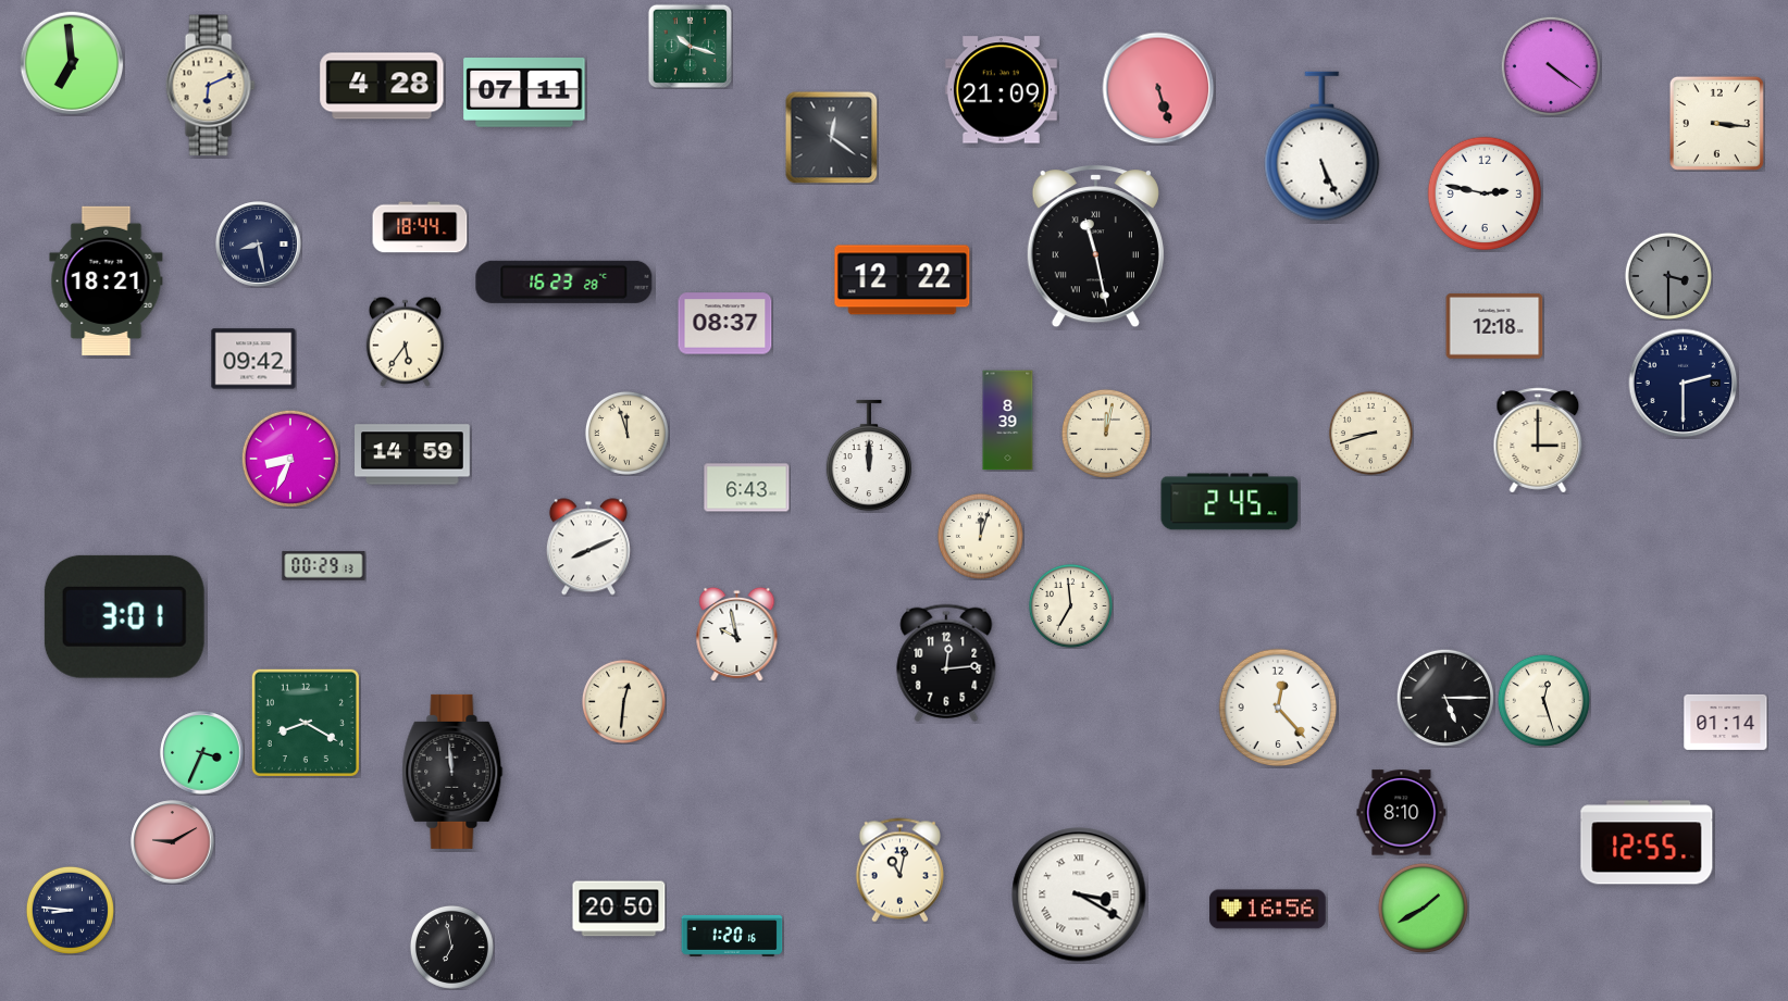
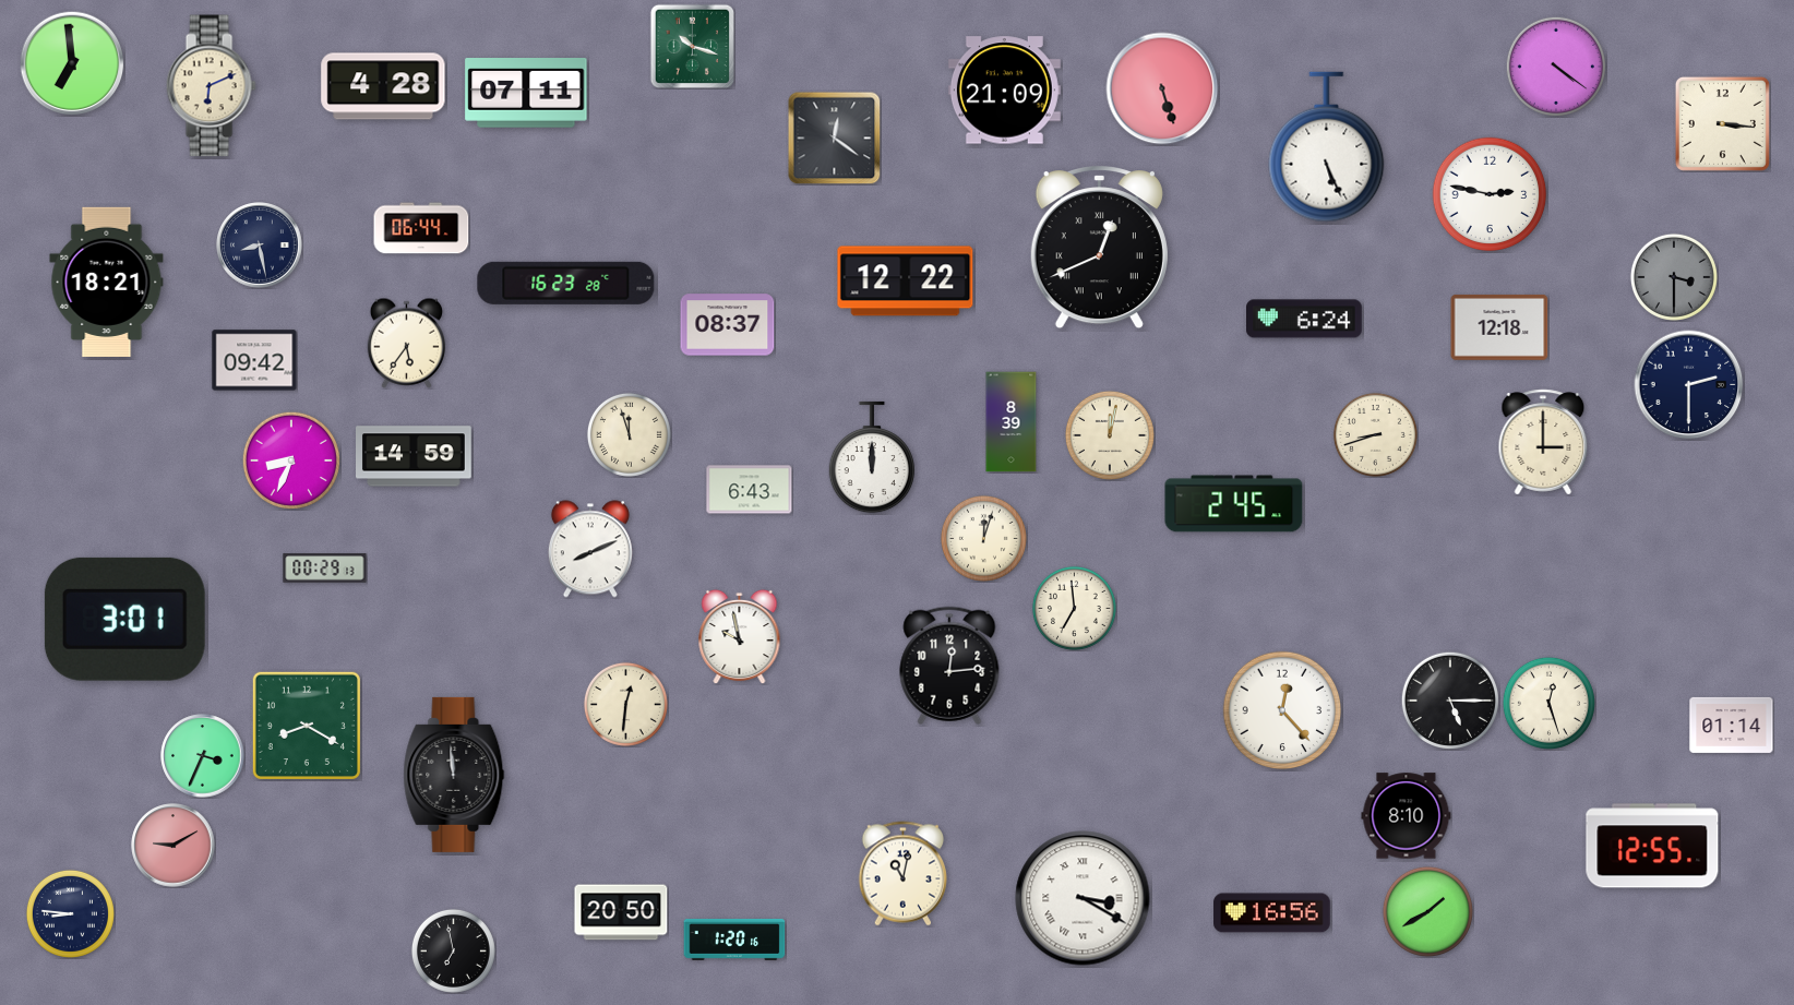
clock at (420, 227): 18:44 -> 06:44
clock at (1095, 247): 11:28 -> 12:41
clock at (1305, 319): none -> 6:24
